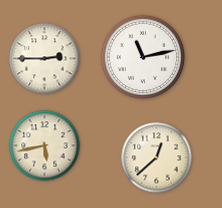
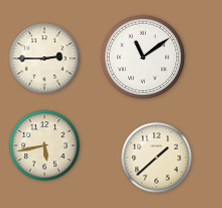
clock at (143, 57): 11:13 -> 11:09
clock at (157, 158): 12:38 -> 1:38
